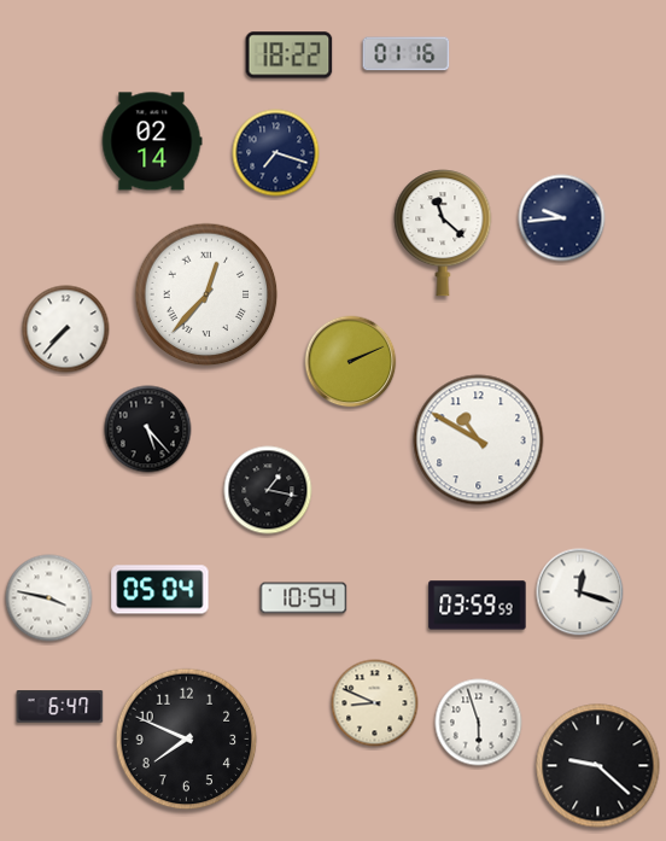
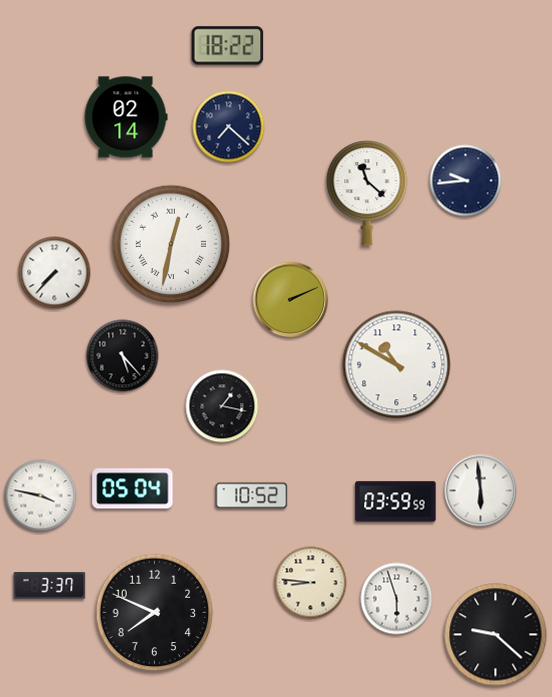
clock at (407, 54): 01:16 -> none
clock at (290, 56) position: (290, 56) -> (228, 46)
clock at (276, 153): 7:18 -> 7:22
clock at (206, 294): 12:37 -> 12:32
clock at (580, 592): 12:18 -> 5:59
clock at (304, 598): 10:54 -> 10:52
clock at (375, 703): 8:49 -> 8:46
clock at (60, 707): 6:47 -> 3:37
